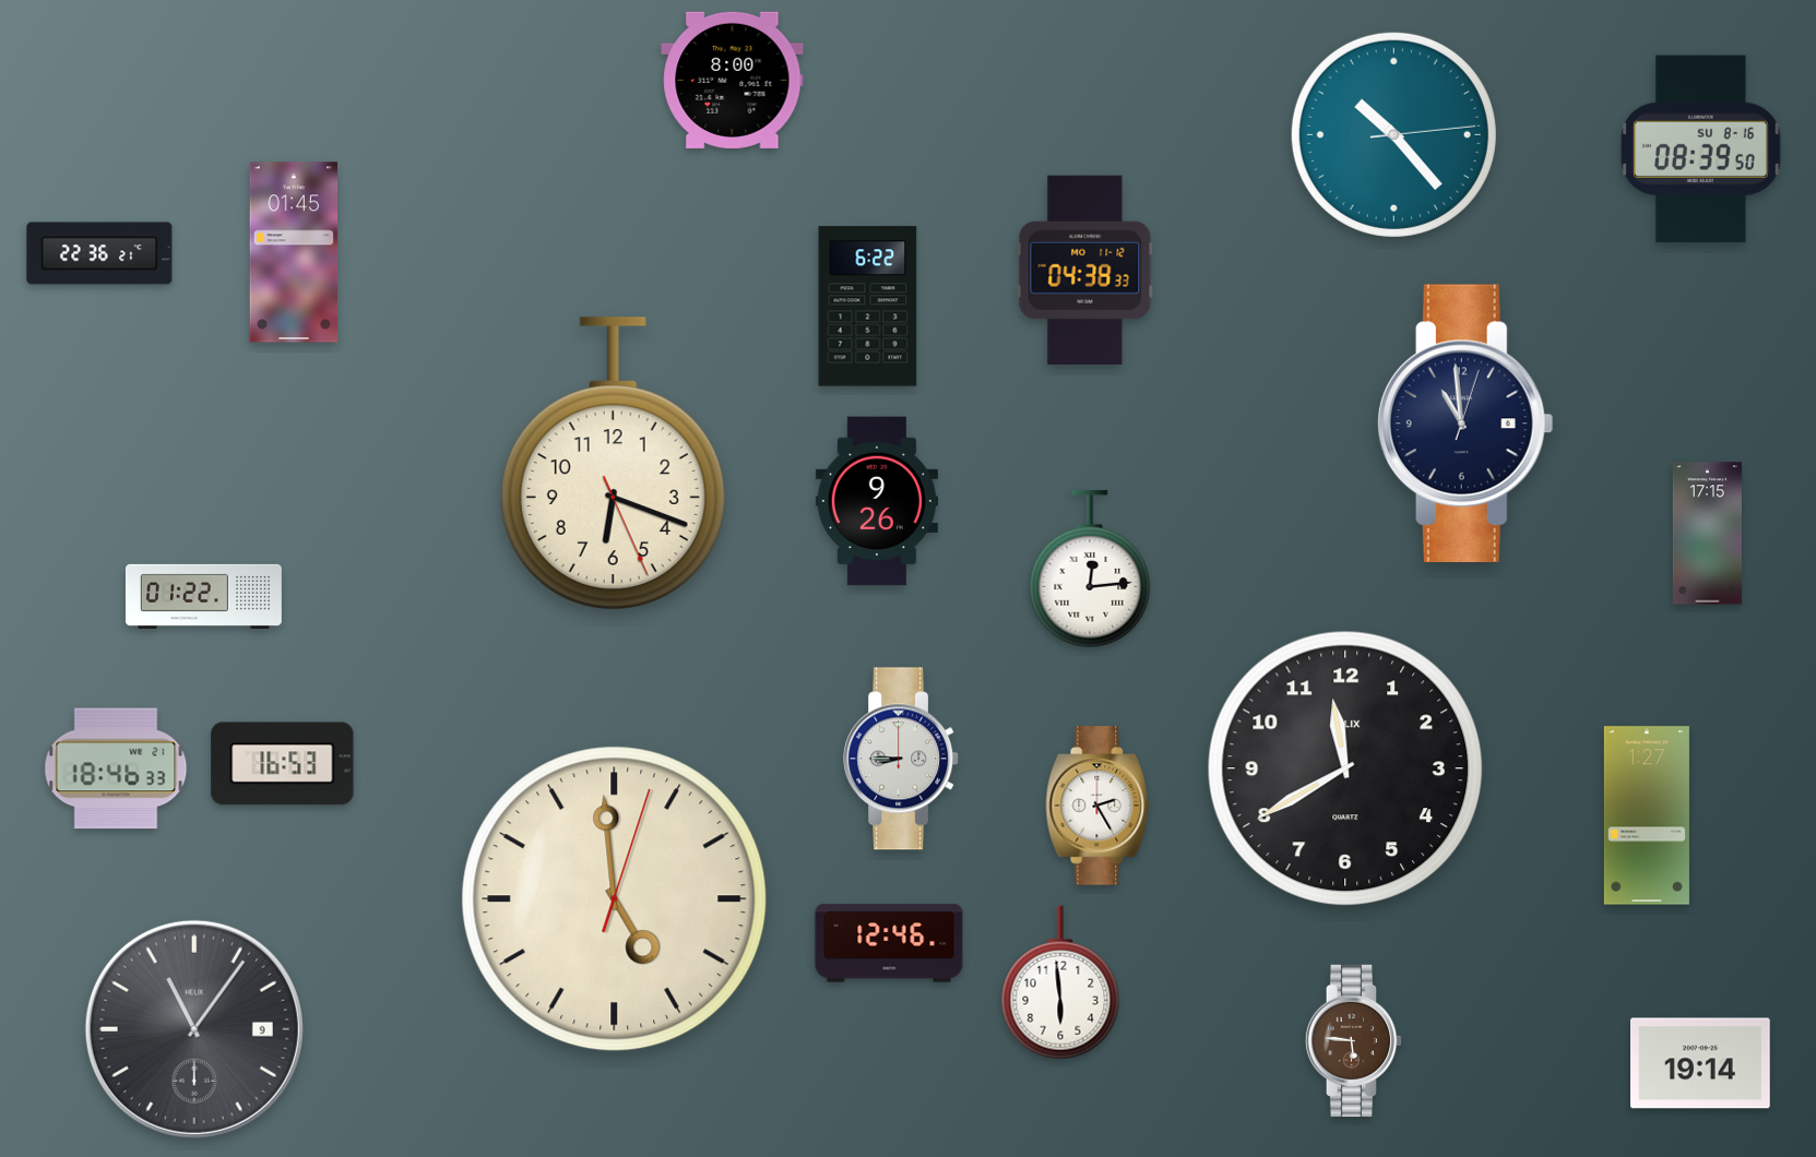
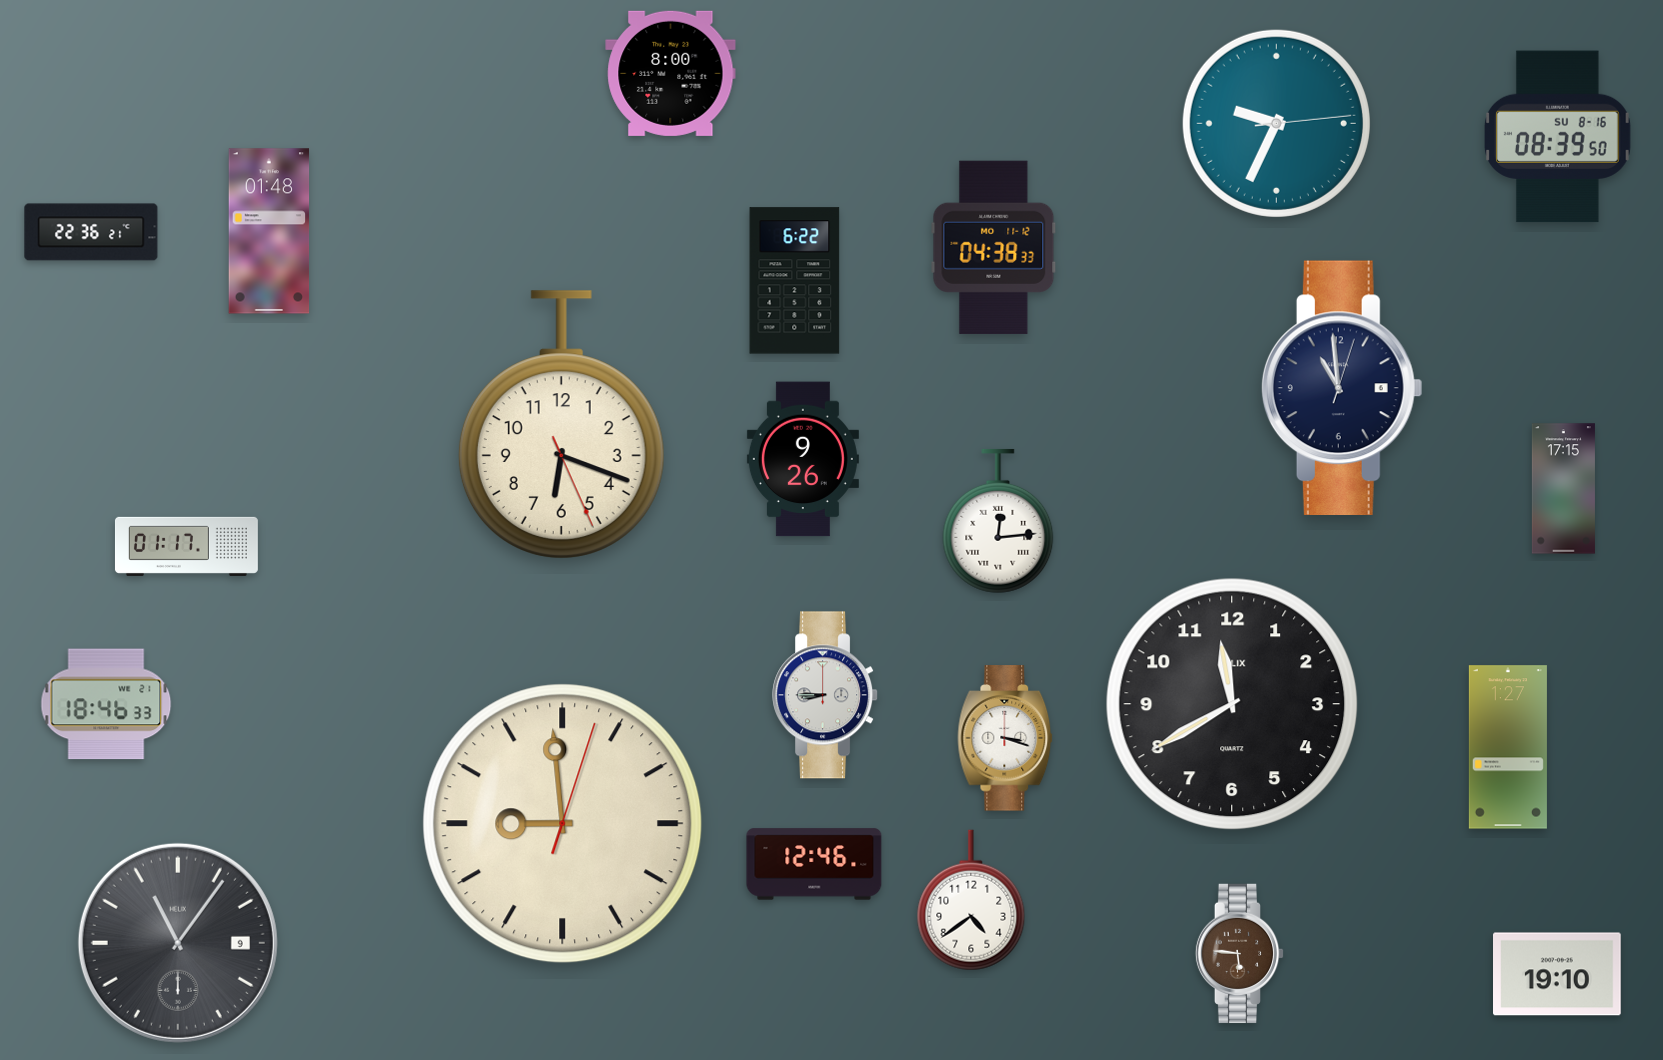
clock at (1393, 134): 10:23 -> 9:34
clock at (294, 252): 01:45 -> 01:48
clock at (203, 596): 01:22 -> 01:17
clock at (283, 764): 16:53 -> none
clock at (1097, 806): 2:25 -> 3:18
clock at (615, 899): 4:59 -> 8:59
clock at (1060, 982): 5:59 -> 4:39
clock at (1701, 1063): 19:14 -> 19:10
